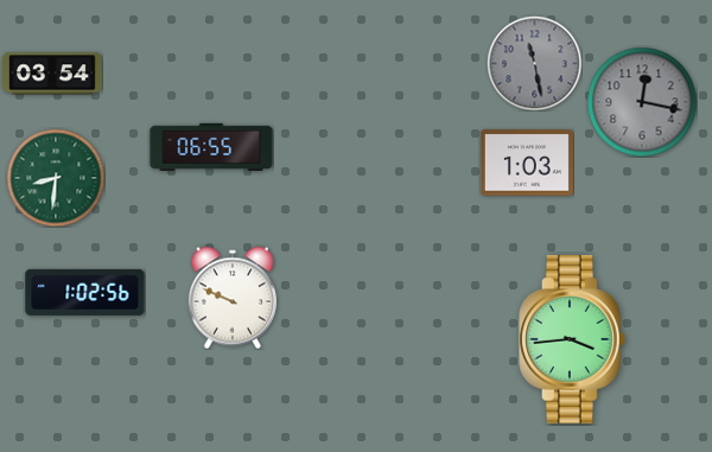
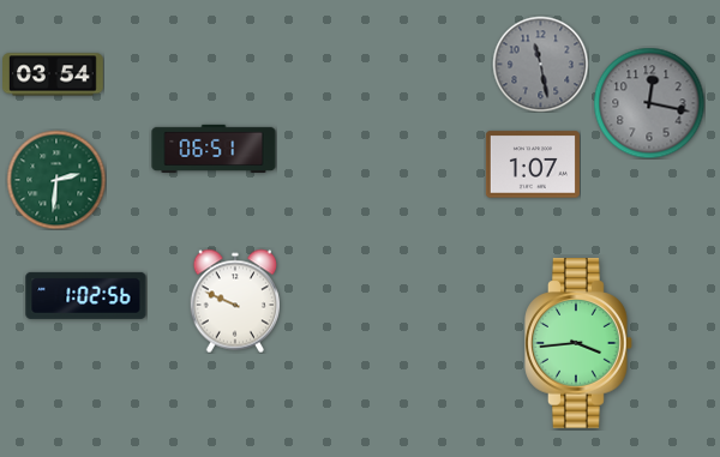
clock at (211, 147): 06:55 -> 06:51
clock at (527, 163): 1:03 -> 1:07
clock at (56, 178): 8:31 -> 2:31
